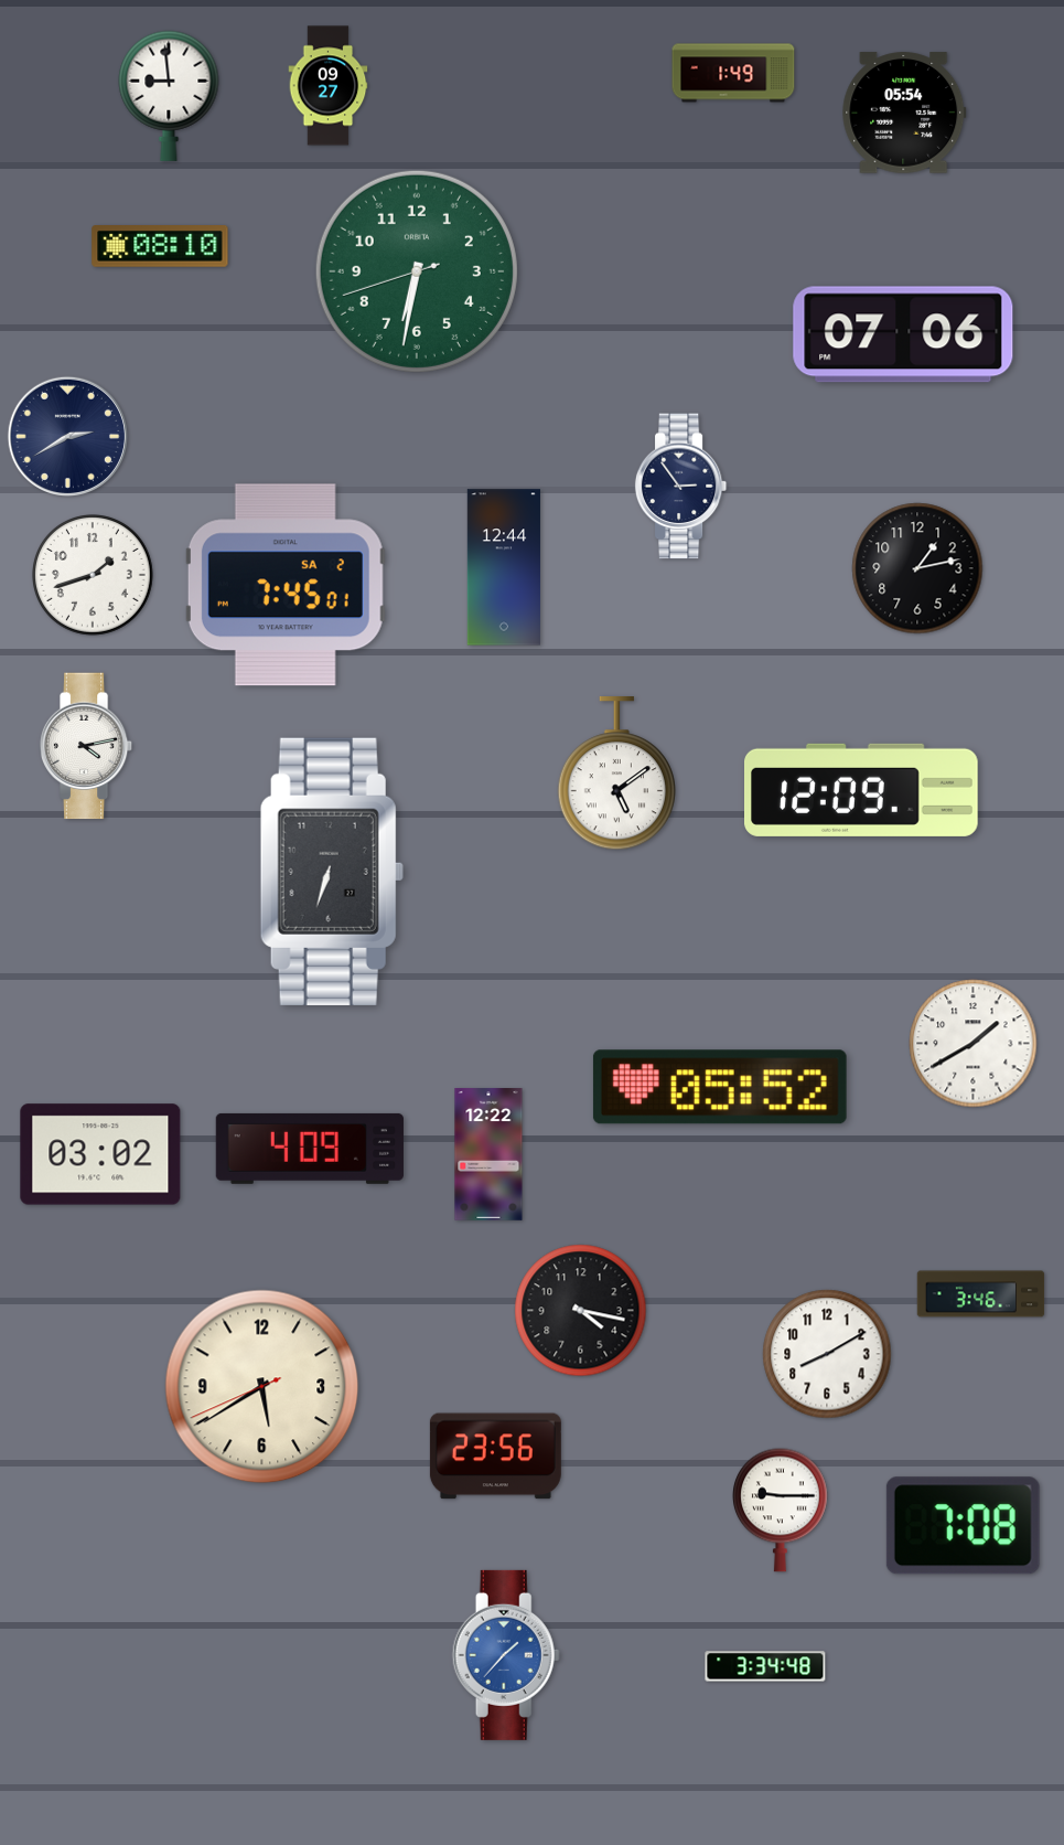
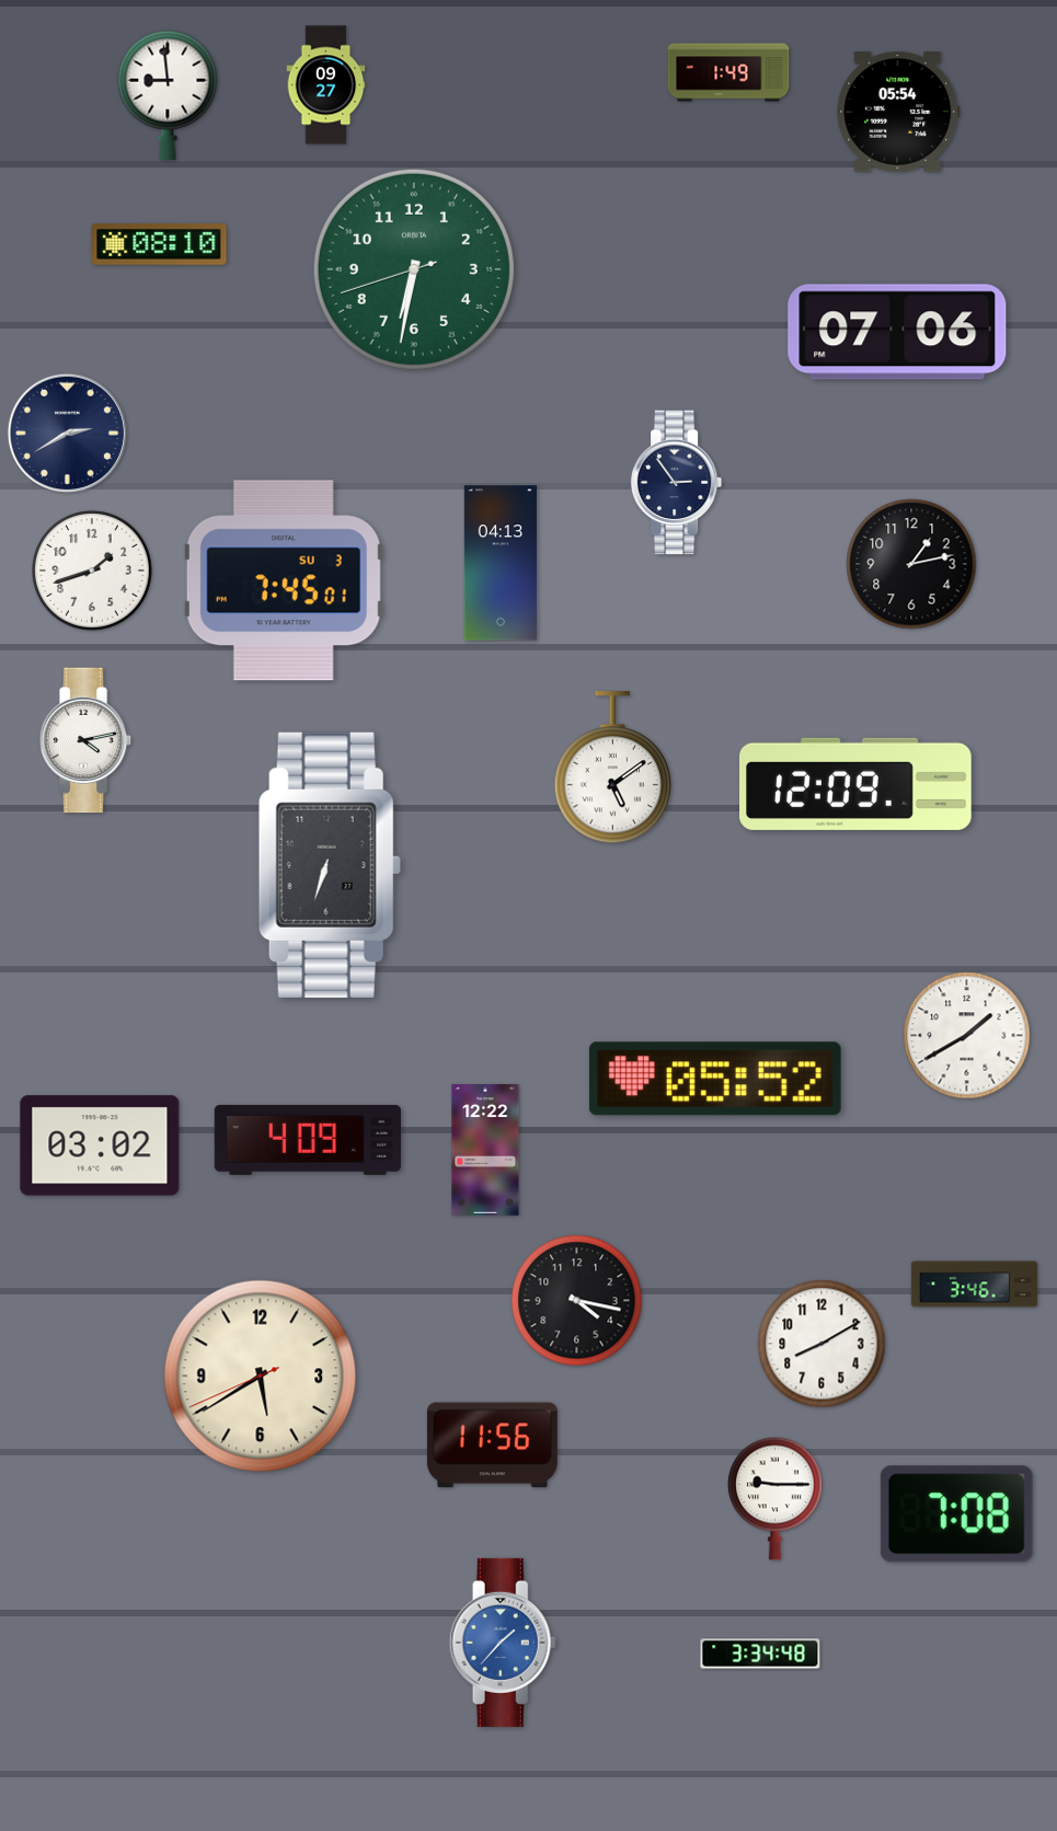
clock at (504, 567): 12:44 -> 04:13
clock at (286, 585) date: SA 2 -> SU 3
clock at (488, 1155) position: (488, 1155) -> (485, 1151)
clock at (495, 1457): 23:56 -> 11:56
